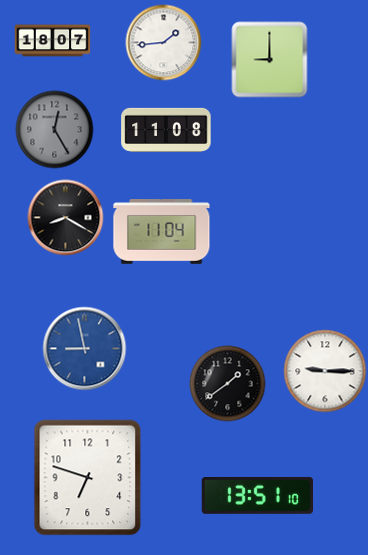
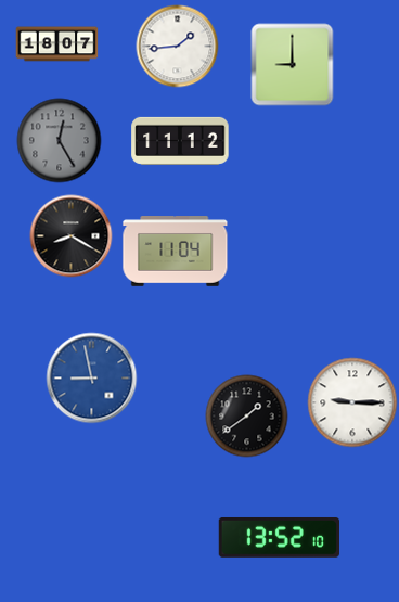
clock at (166, 130): 11:08 -> 11:12
clock at (88, 478): 6:48 -> none
clock at (257, 495): 13:51 -> 13:52
